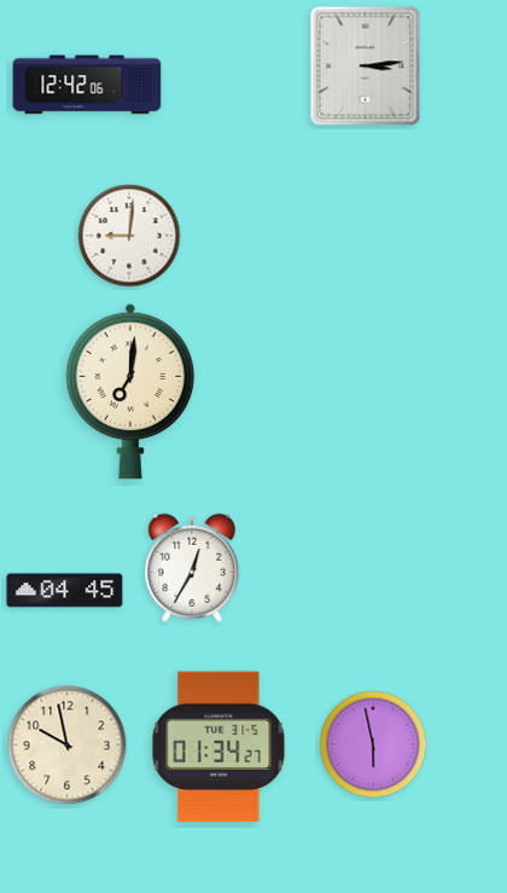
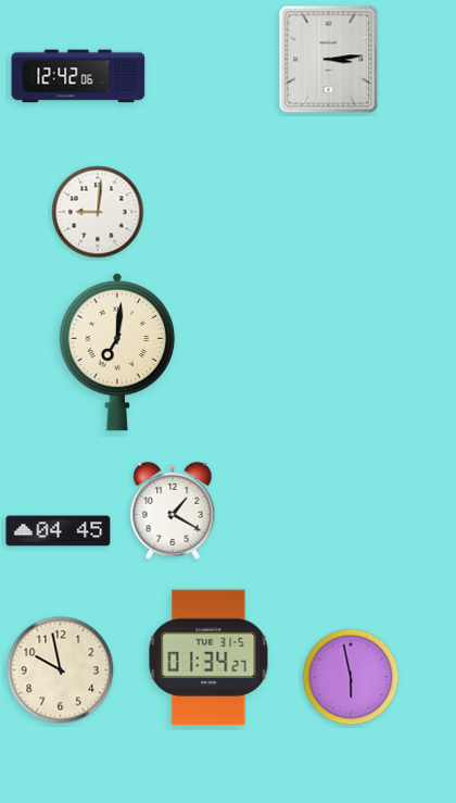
clock at (129, 236) position: (129, 236) -> (98, 212)
clock at (192, 568): 12:35 -> 1:20
clock at (373, 744) position: (373, 744) -> (351, 677)
clock at (218, 747) position: (218, 747) -> (208, 657)
